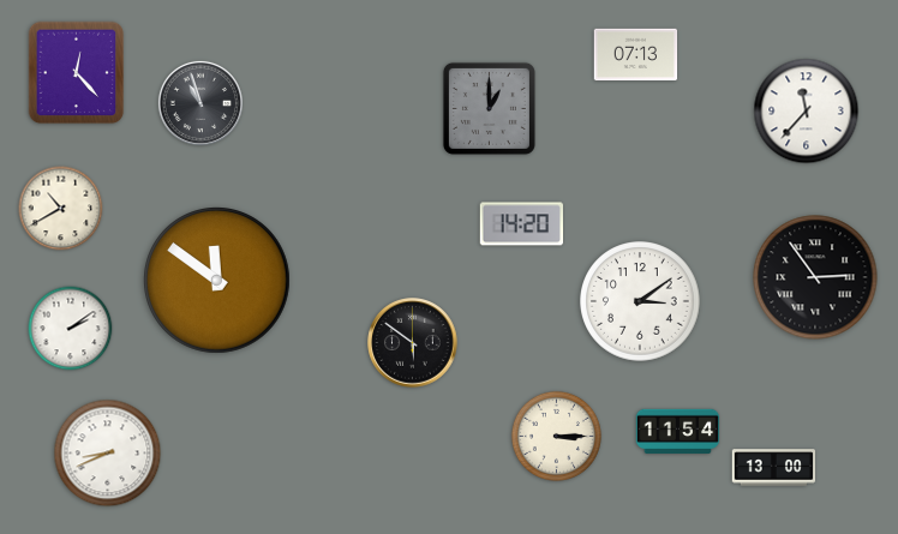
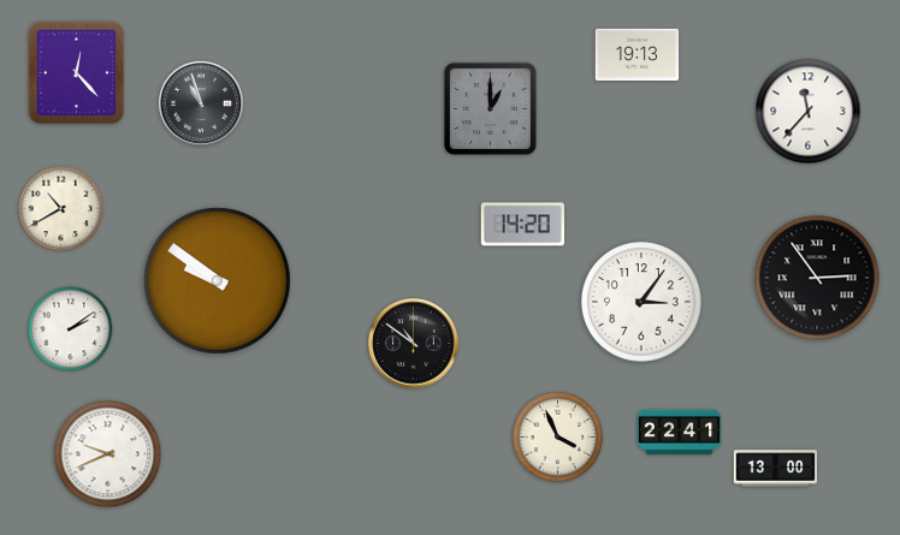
clock at (636, 55): 07:13 -> 19:13
clock at (217, 281): 11:51 -> 9:51
clock at (640, 301): 3:09 -> 3:06
clock at (413, 343): 5:51 -> 10:51
clock at (678, 431): 11:54 -> 22:41
clock at (556, 436): 3:15 -> 3:56
clock at (108, 454): 8:41 -> 9:41
